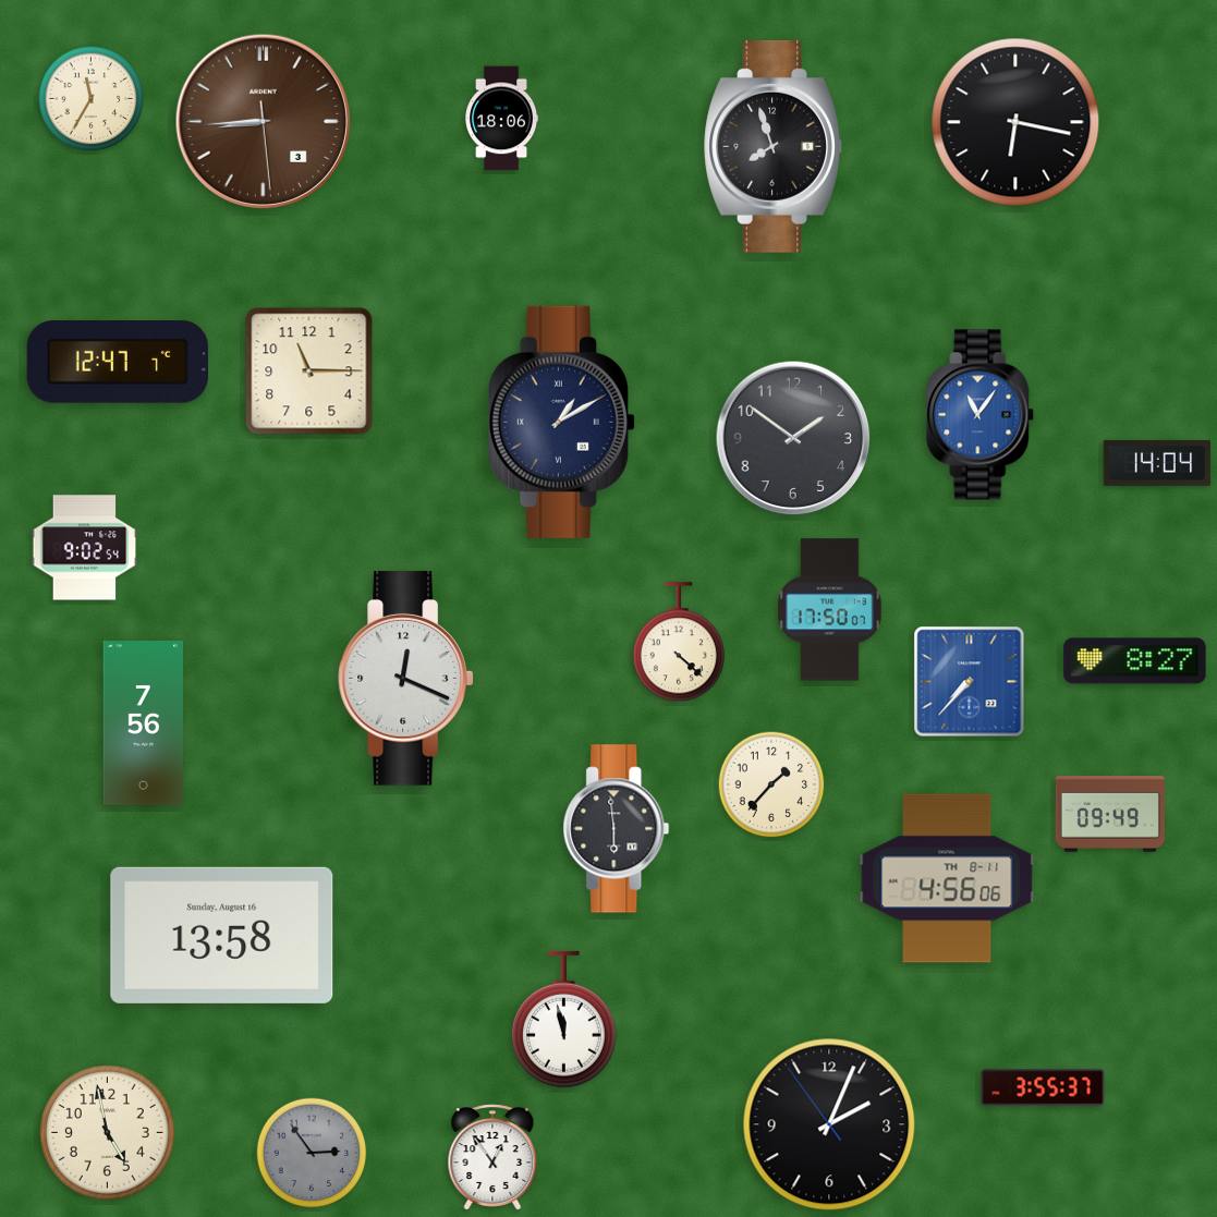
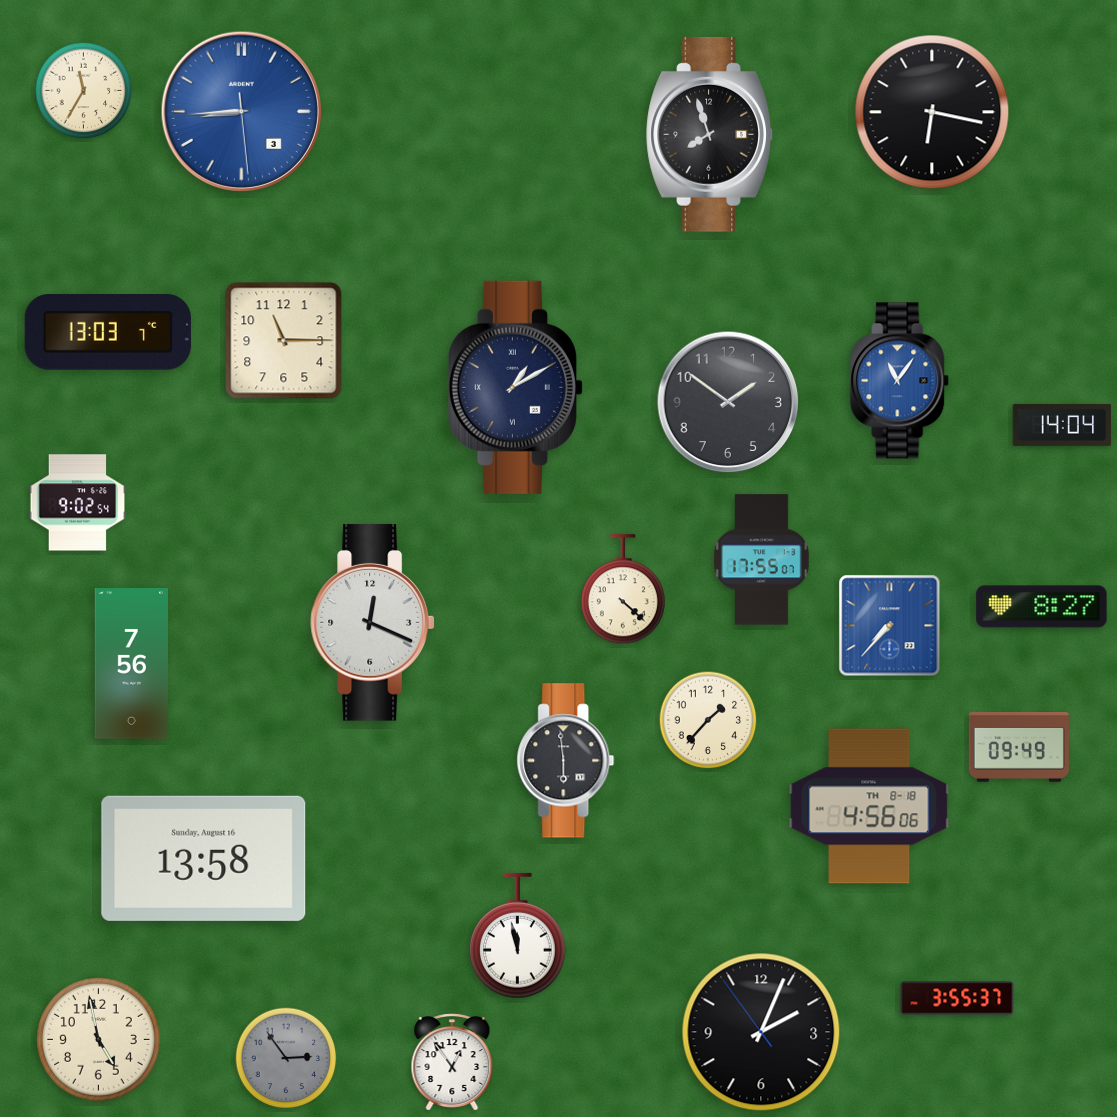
clock at (501, 119): 18:06 -> none
clock at (263, 121) dial: brown -> blue
clock at (118, 363): 12:47 -> 13:03
clock at (830, 610): 17:50 -> 17:55
clock at (947, 878) date: TH 8-11 -> TH 8-18
